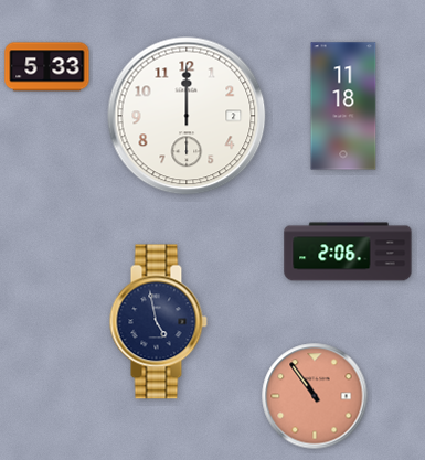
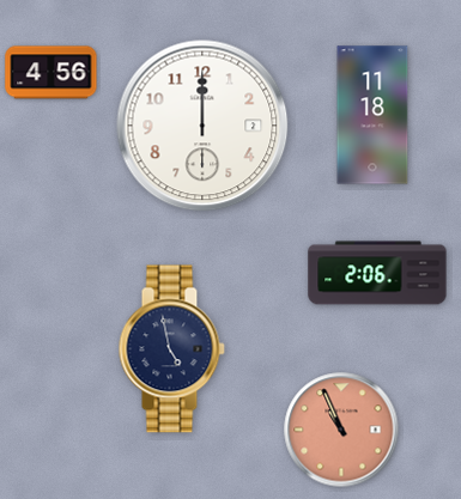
clock at (47, 67): 5:33 -> 4:56
clock at (315, 396): 10:54 -> 10:56
